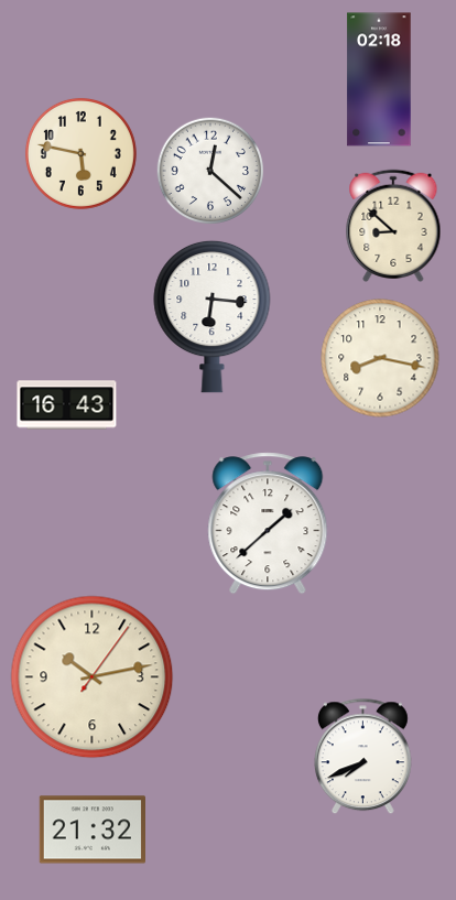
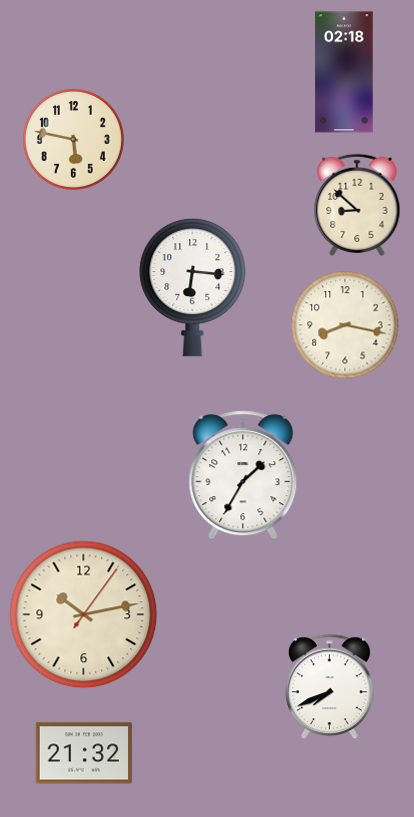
clock at (209, 170): 12:22 -> none
clock at (67, 405): 16:43 -> none
clock at (268, 523): 1:38 -> 1:35
